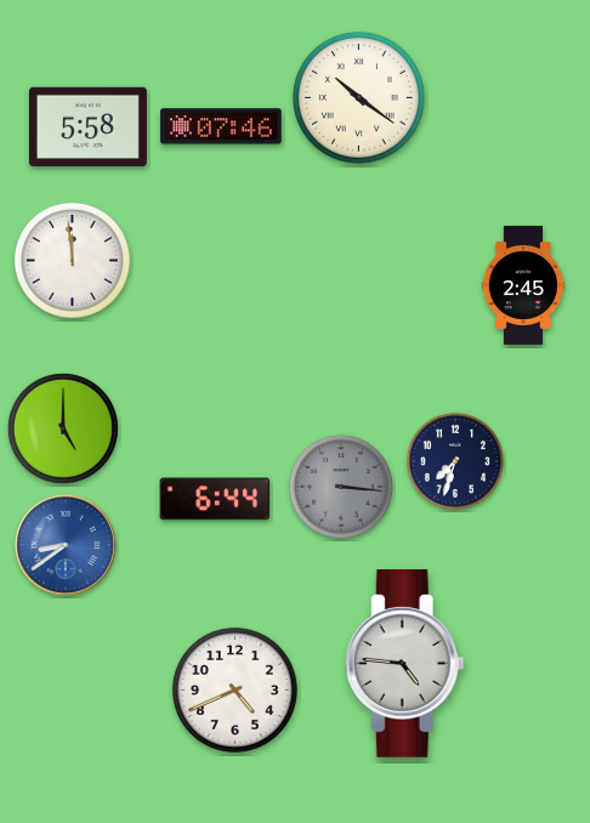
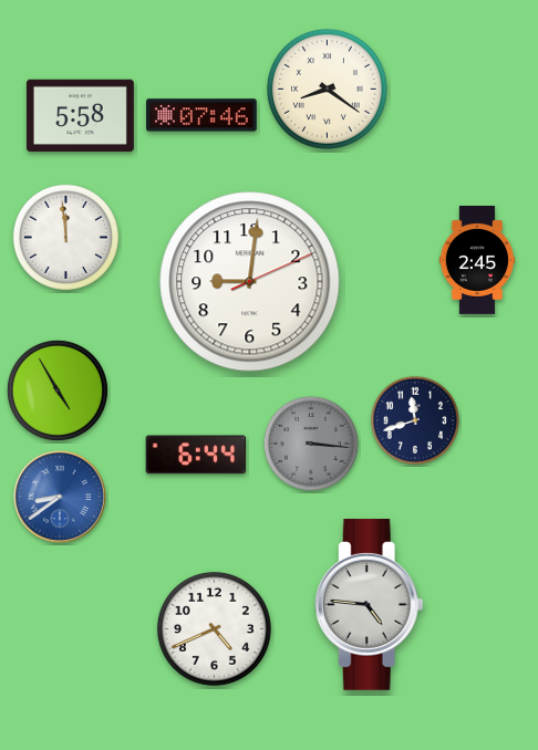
clock at (358, 97): 10:21 -> 8:21
clock at (250, 282): none -> 9:01
clock at (63, 428): 5:00 -> 4:55
clock at (454, 460): 7:33 -> 11:42
